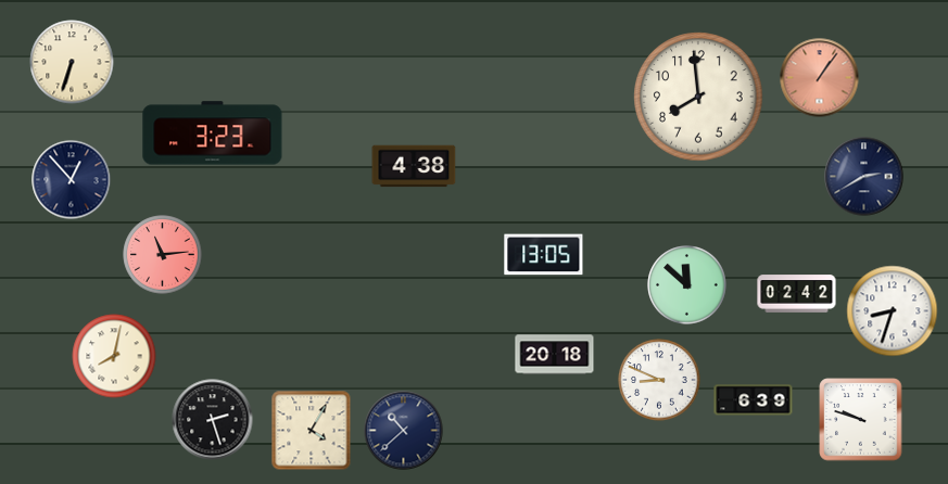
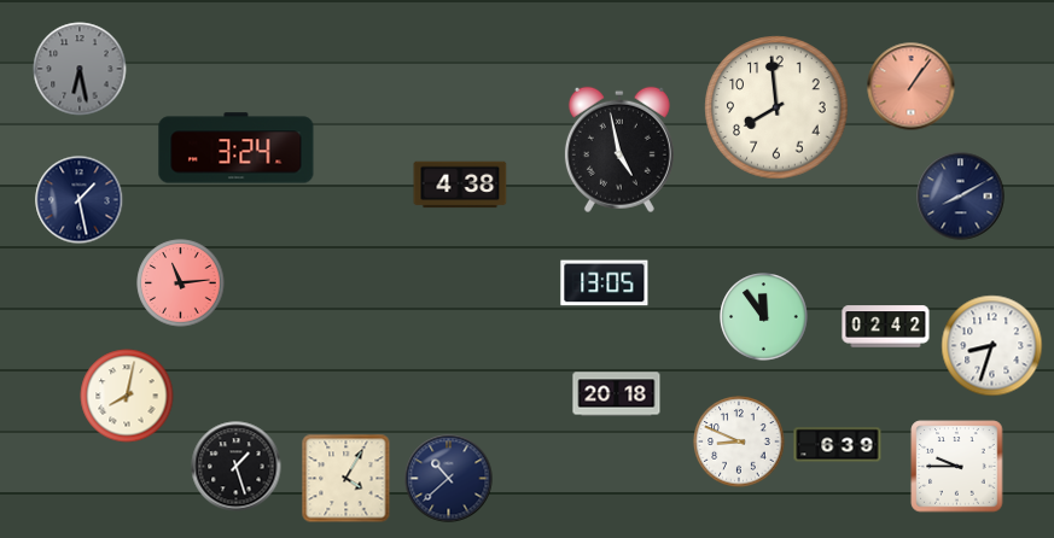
clock at (72, 62): 6:33 -> 6:28
clock at (72, 62) dial: cream -> grey
clock at (213, 133): 3:23 -> 3:24
clock at (619, 150): none -> 4:58
clock at (864, 177): 2:40 -> 8:10
clock at (72, 180): 12:53 -> 1:28
clock at (687, 285): 11:52 -> 11:54
clock at (659, 380) position: (659, 380) -> (739, 441)
clock at (213, 420): 2:27 -> 1:27
clock at (861, 420): 9:48 -> 9:45
